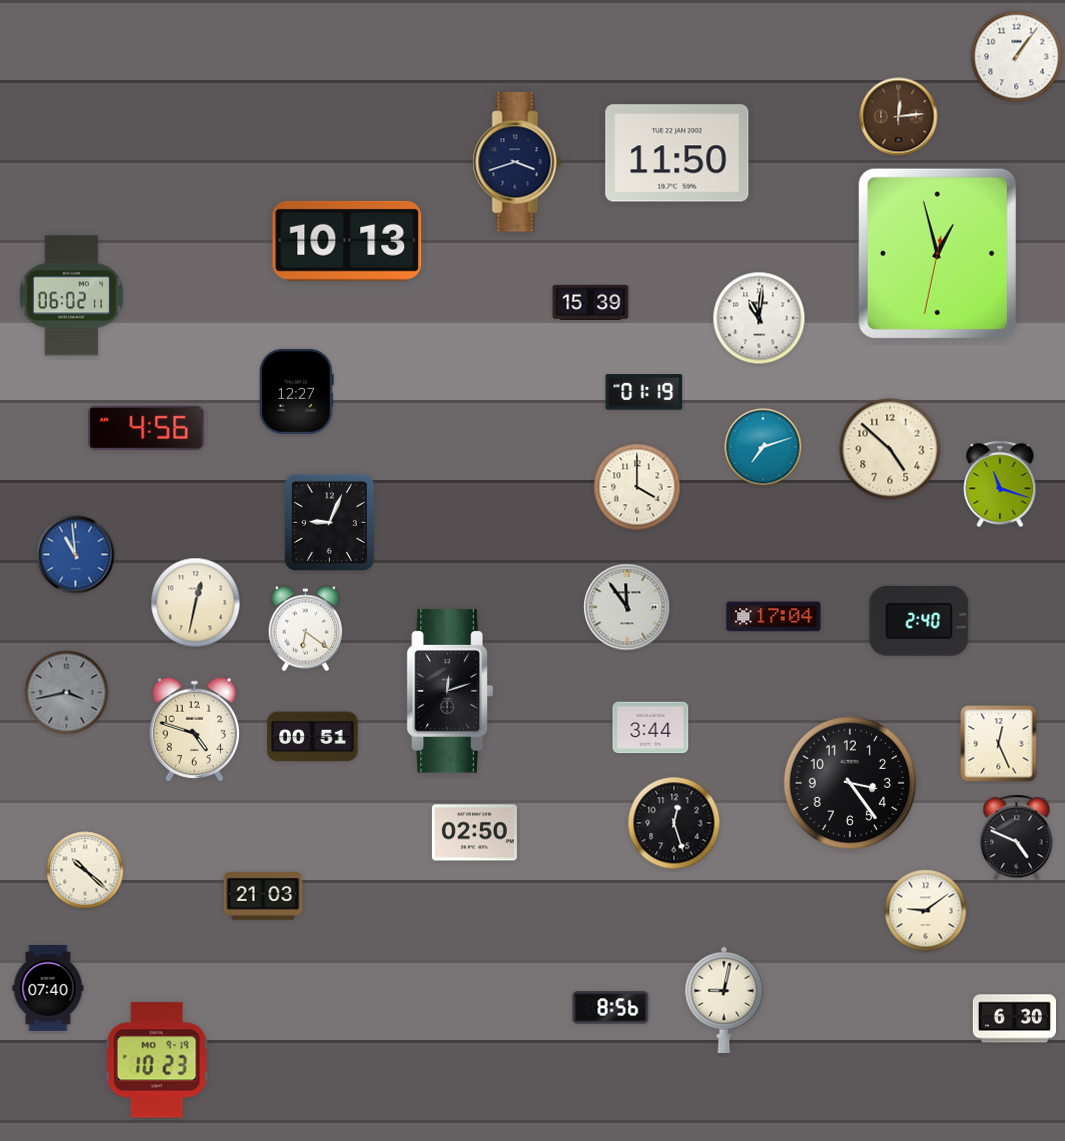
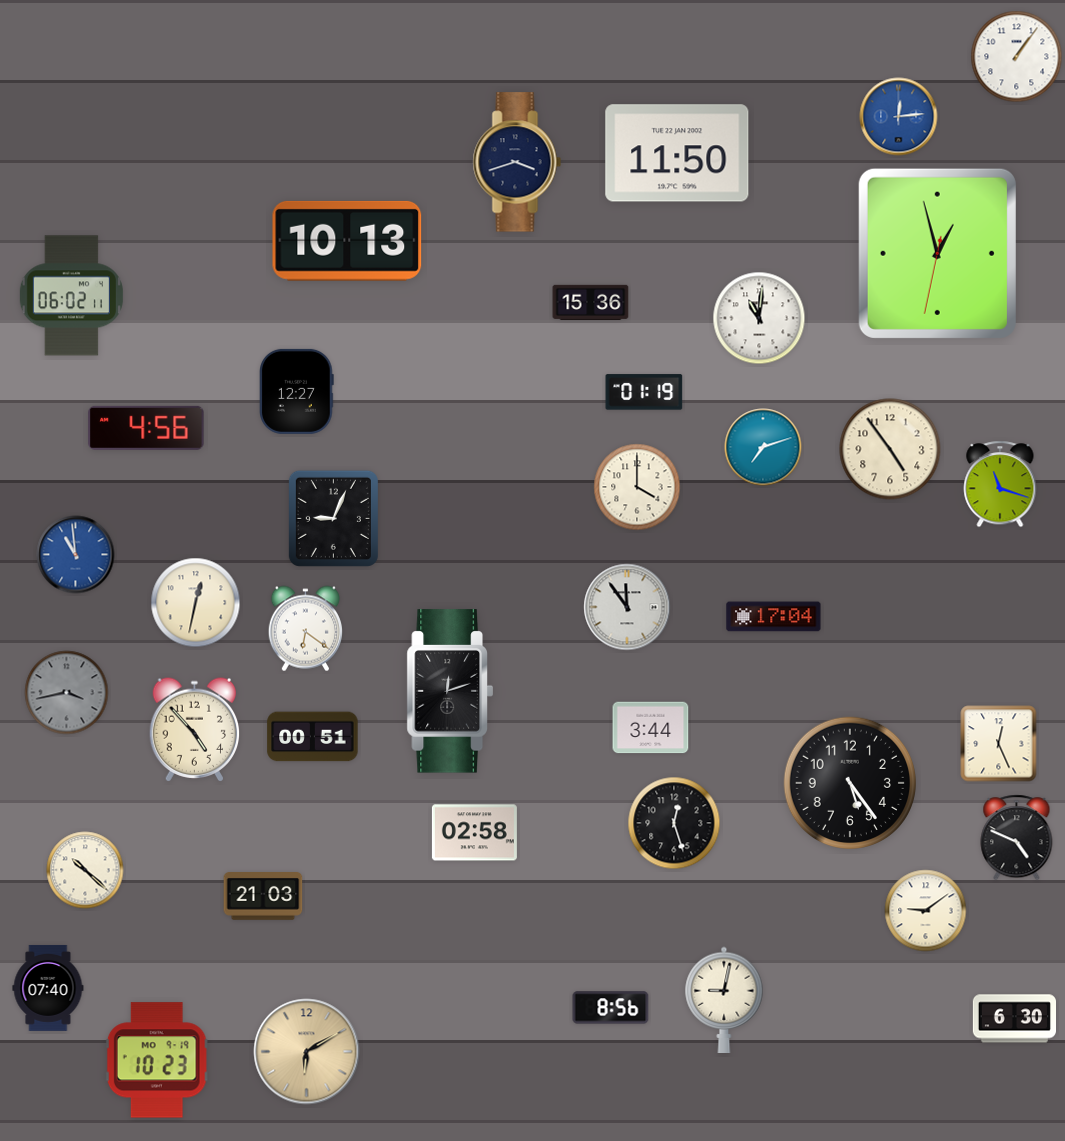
clock at (899, 117) dial: brown -> blue
clock at (591, 302): 15:39 -> 15:36
clock at (890, 449): 4:52 -> 4:54
clock at (329, 522) position: (329, 522) -> (333, 518)
clock at (919, 621): 2:40 -> none
clock at (195, 730): 4:48 -> 4:53
clock at (850, 783): 3:24 -> 5:24
clock at (474, 833): 02:50 -> 02:58
clock at (307, 1052): none -> 6:10
